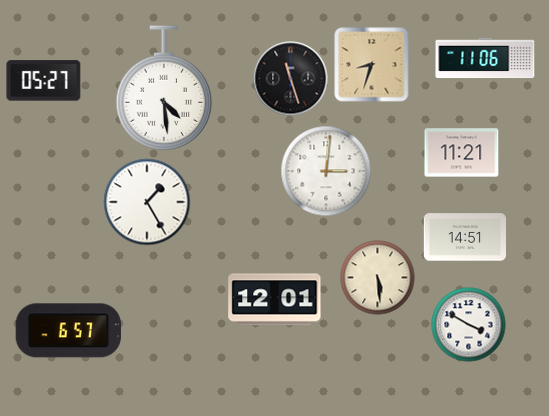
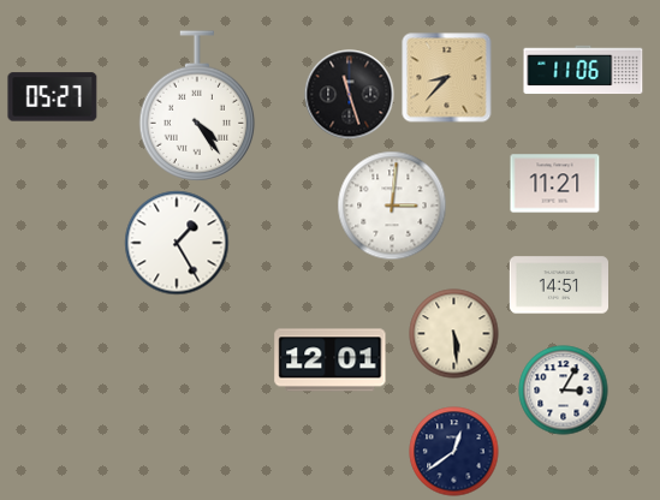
clock at (372, 65): 8:33 -> 8:37
clock at (164, 88): 4:29 -> 4:24
clock at (469, 325): 3:50 -> 3:05
clock at (68, 331): 6:57 -> none
clock at (454, 452): none -> 12:39
